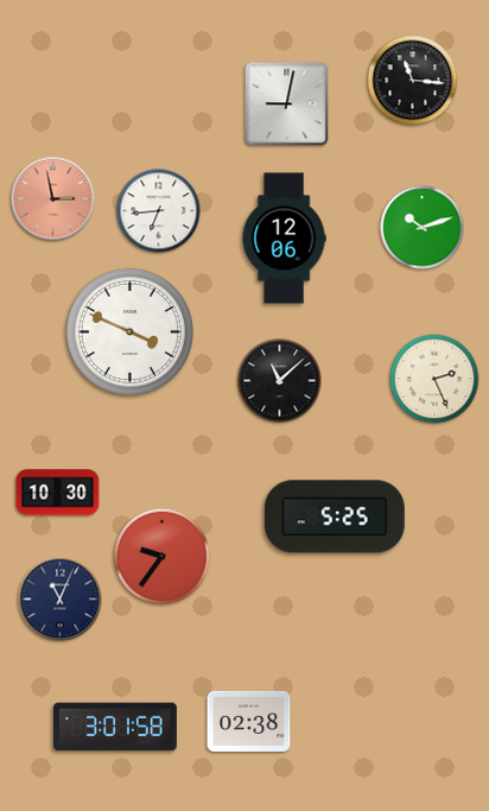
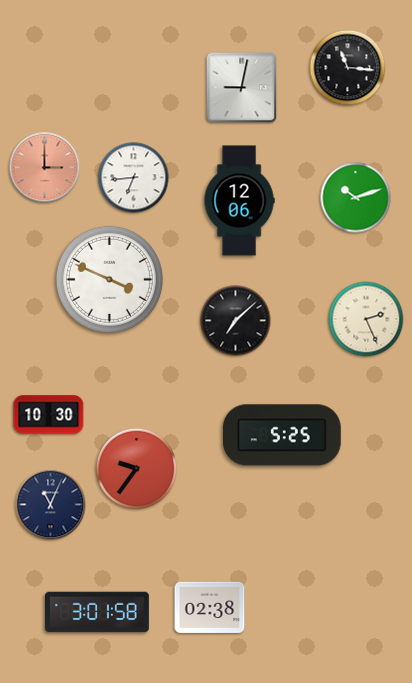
clock at (53, 199): 2:58 -> 3:00
clock at (423, 228) position: (423, 228) -> (356, 198)
clock at (280, 381): 11:08 -> 7:08
